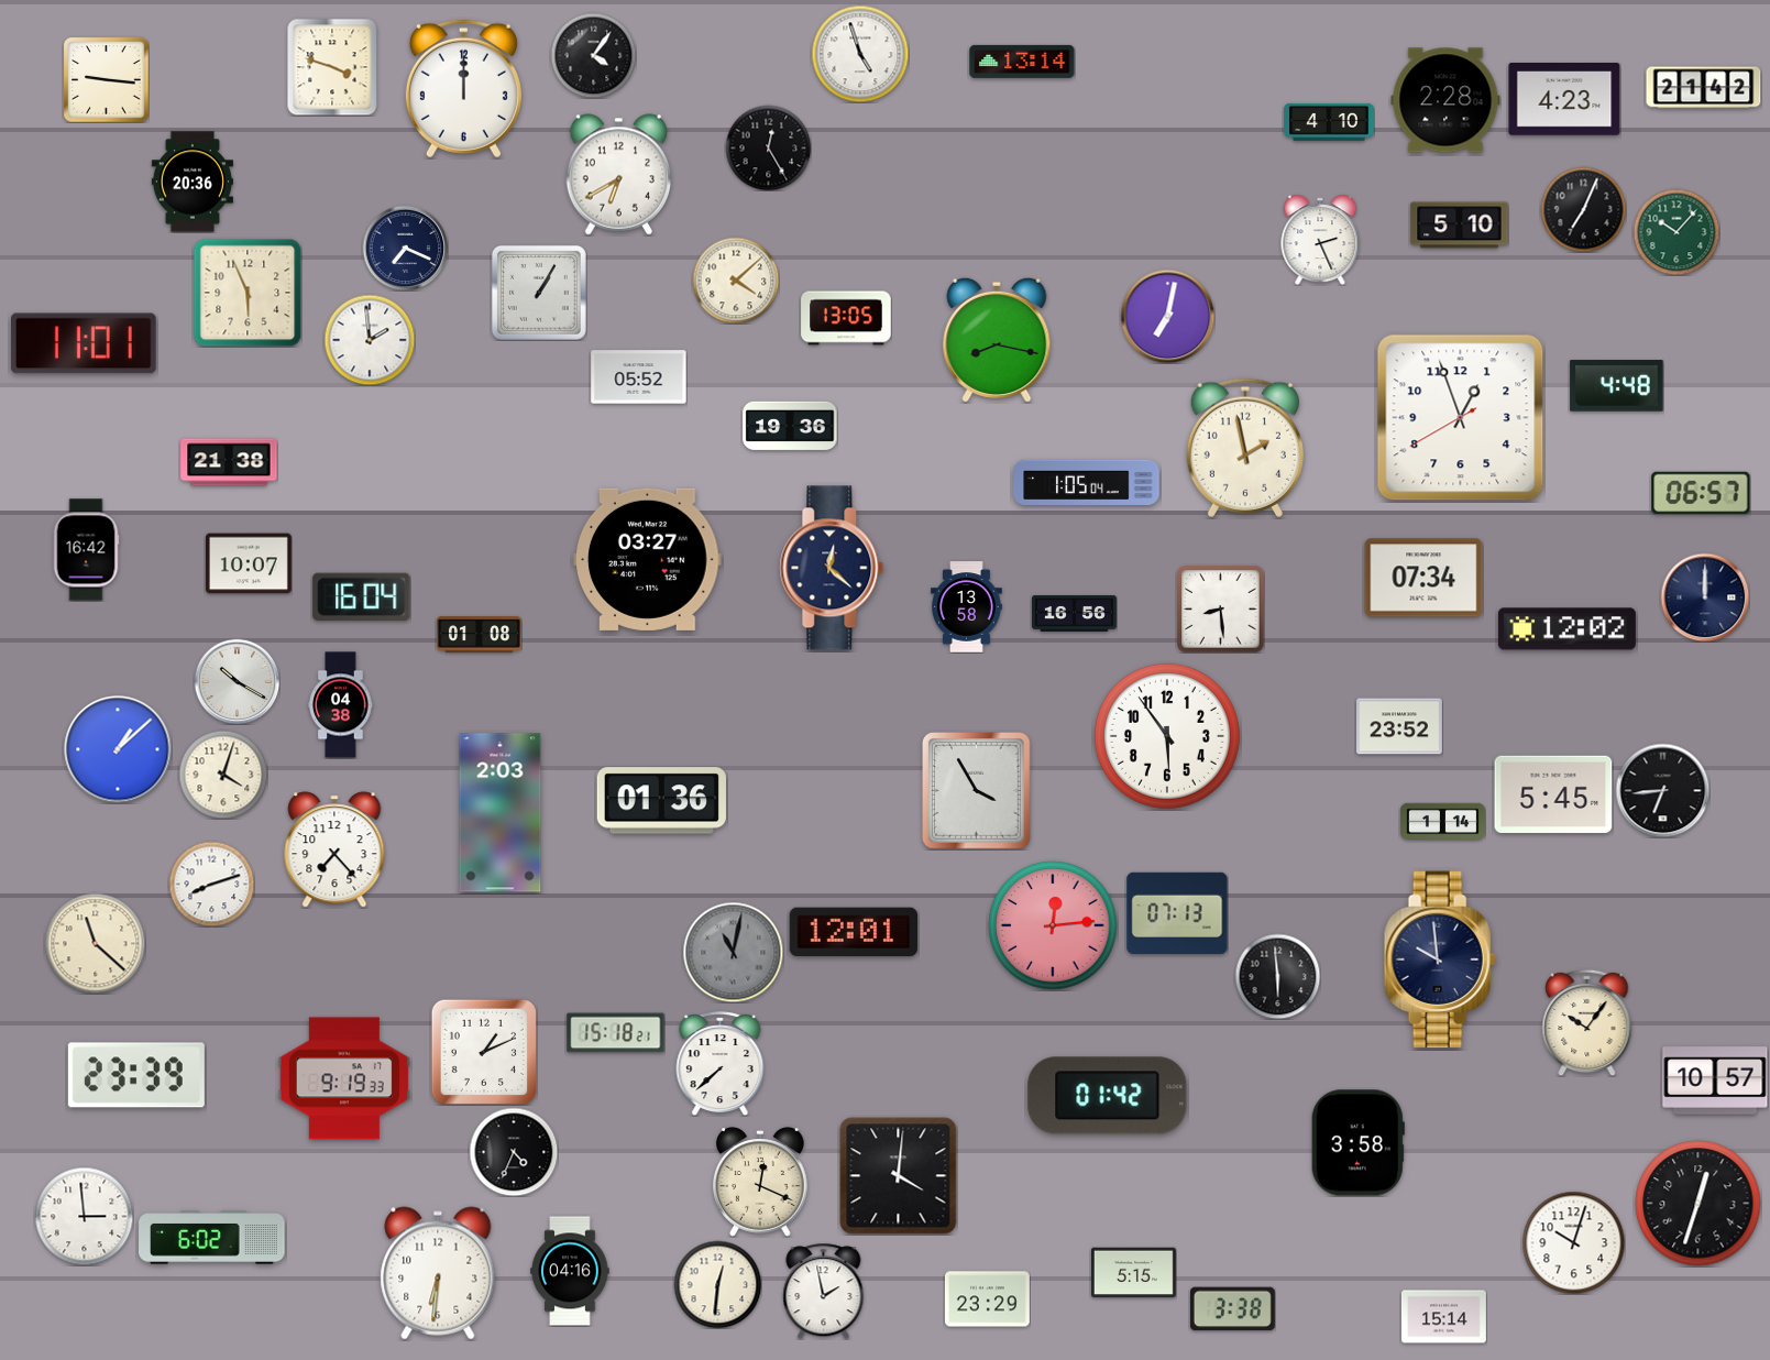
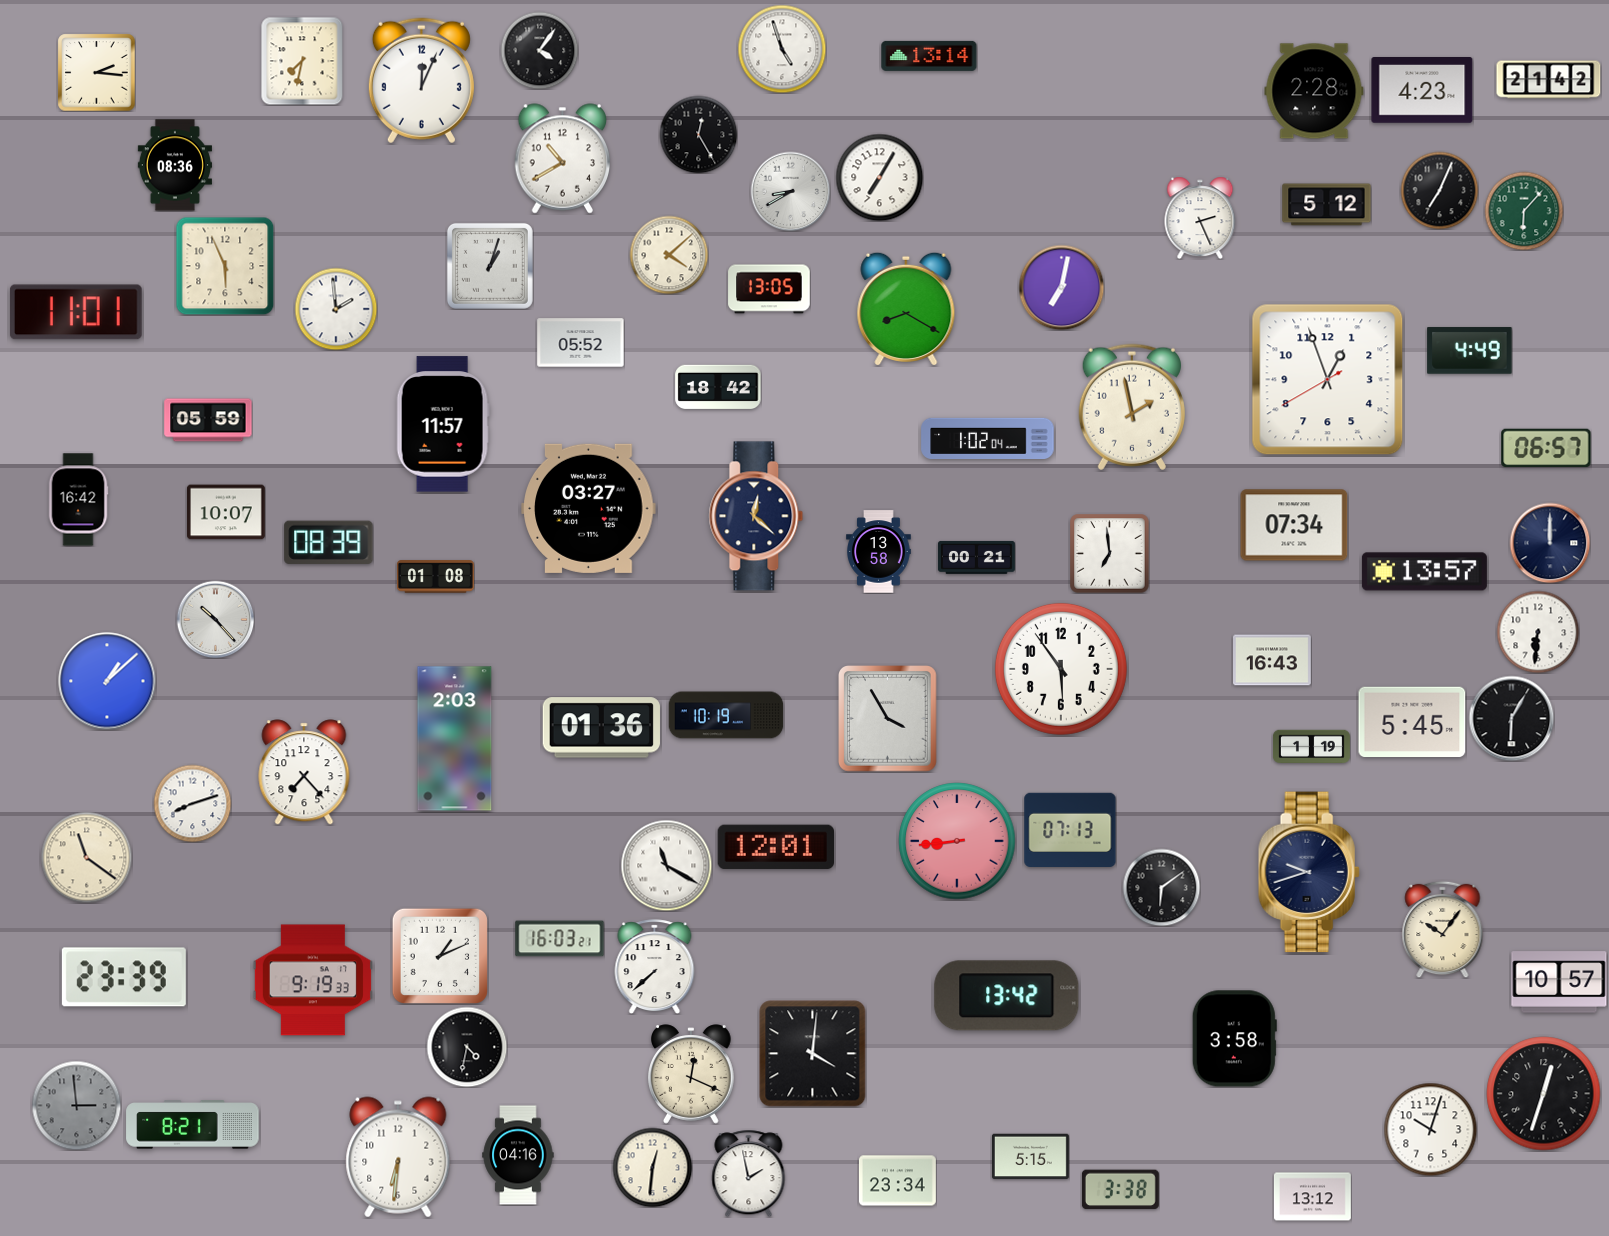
clock at (332, 67): 3:48 -> 7:32
clock at (106, 79): 9:16 -> 2:16
clock at (463, 89): 12:00 -> 12:04
clock at (1329, 122): 4:10 -> none
clock at (619, 175): 6:40 -> 10:40
clock at (193, 182): 20:36 -> 08:36
clock at (879, 177): none -> 7:05
clock at (790, 191): none -> 8:40
clock at (1460, 226): 5:10 -> 5:12
clock at (1676, 232): 10:07 -> 6:07
clock at (405, 248): 7:19 -> none
clock at (539, 293): 1:05 -> 1:03
clock at (997, 339): 8:17 -> 8:20
clock at (1617, 386): 4:48 -> 4:49
clock at (790, 426): 19:36 -> 18:42
clock at (229, 462): 21:38 -> 05:59
clock at (443, 424): none -> 11:57
clock at (1087, 482): 1:05 -> 1:02
clock at (362, 596): 16:04 -> 08:39
clock at (1220, 610): 8:29 -> 6:59
clock at (1075, 613): 16:56 -> 00:21
clock at (1566, 629): 12:02 -> 13:57
clock at (237, 681): 10:20 -> 10:23
clock at (1538, 632): none -> 6:31
clock at (341, 705): 04:38 -> none
clock at (1400, 726): 23:52 -> 16:43
clock at (223, 775): 4:03 -> none
clock at (726, 715): none -> 10:19
clock at (1662, 790): 6:44 -> 6:05
clock at (1442, 822): 1:14 -> 1:19
clock at (1053, 925): 12:14 -> 8:44
clock at (95, 943): 11:22 -> 11:21
clock at (733, 952): 11:02 -> 11:20
clock at (733, 952) dial: grey -> white
clock at (1440, 959): 9:59 -> 9:42
clock at (1277, 976): 5:59 -> 6:09
clock at (616, 1033): 15:18 -> 16:03
clock at (1108, 1096): 01:42 -> 13:42
clock at (514, 1152): 4:34 -> 4:32
clock at (899, 1176) position: (899, 1176) -> (813, 1054)
clock at (84, 1216) dial: white -> grey
clock at (212, 1238): 6:02 -> 8:21
clock at (987, 1299): 23:29 -> 23:34
clock at (1443, 1317): 15:14 -> 13:12
